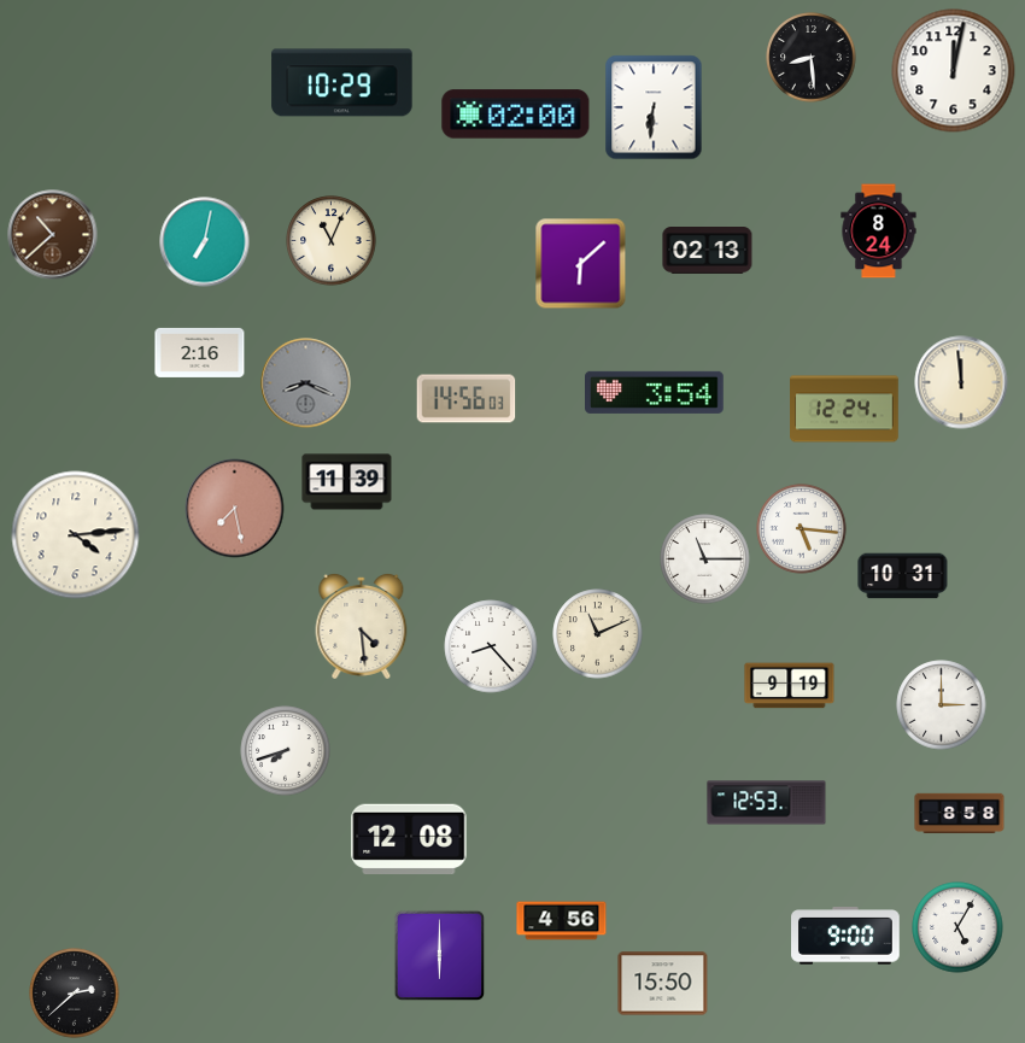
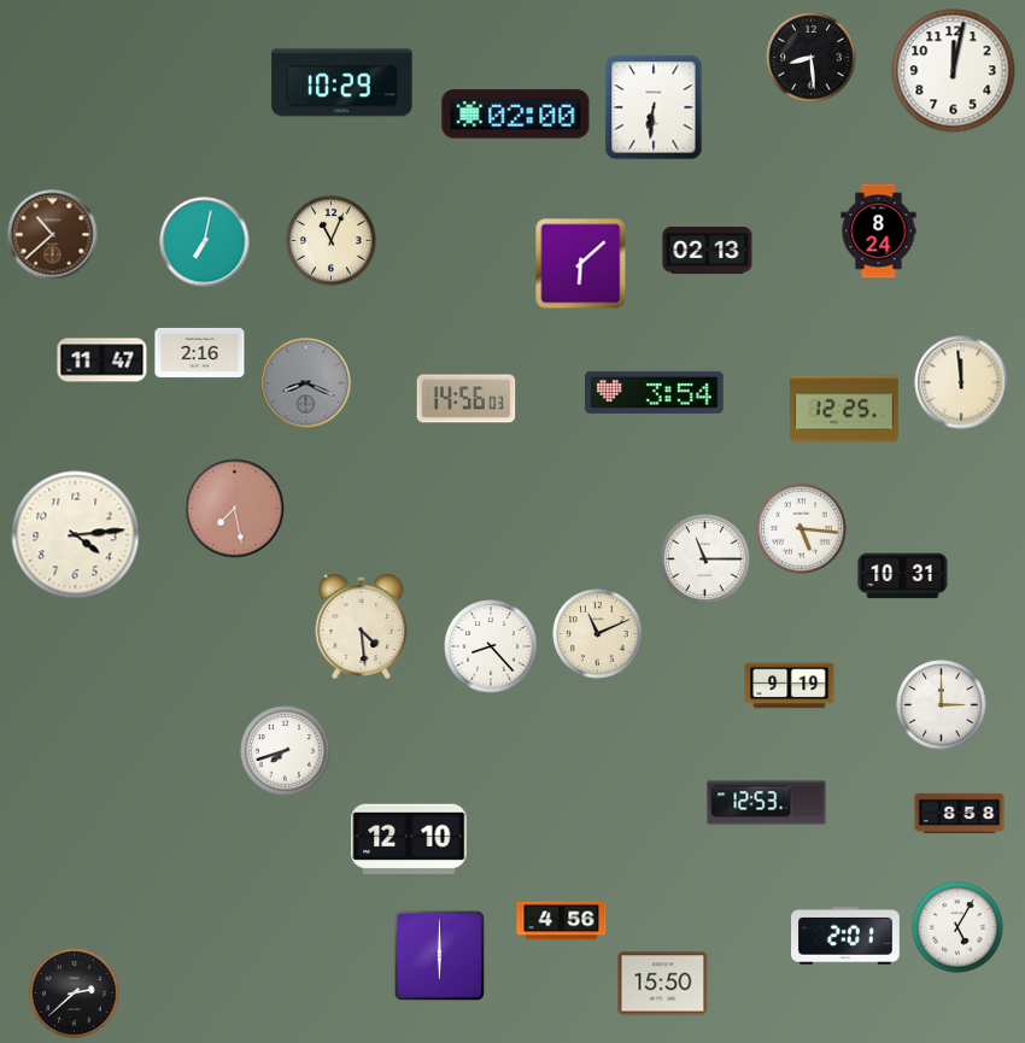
clock at (102, 361): none -> 11:47
clock at (844, 409): 12:24 -> 12:25
clock at (347, 482): 11:39 -> none
clock at (409, 838): 12:08 -> 12:10
clock at (847, 936): 9:00 -> 2:01
